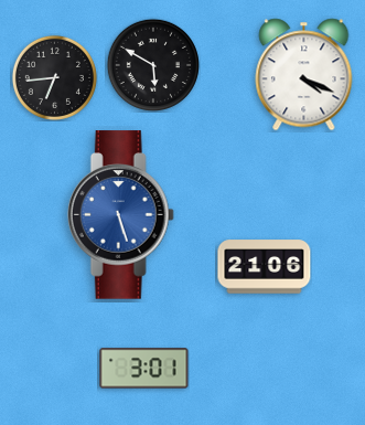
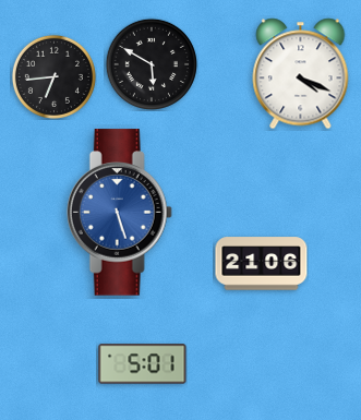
clock at (144, 369): 3:01 -> 5:01
